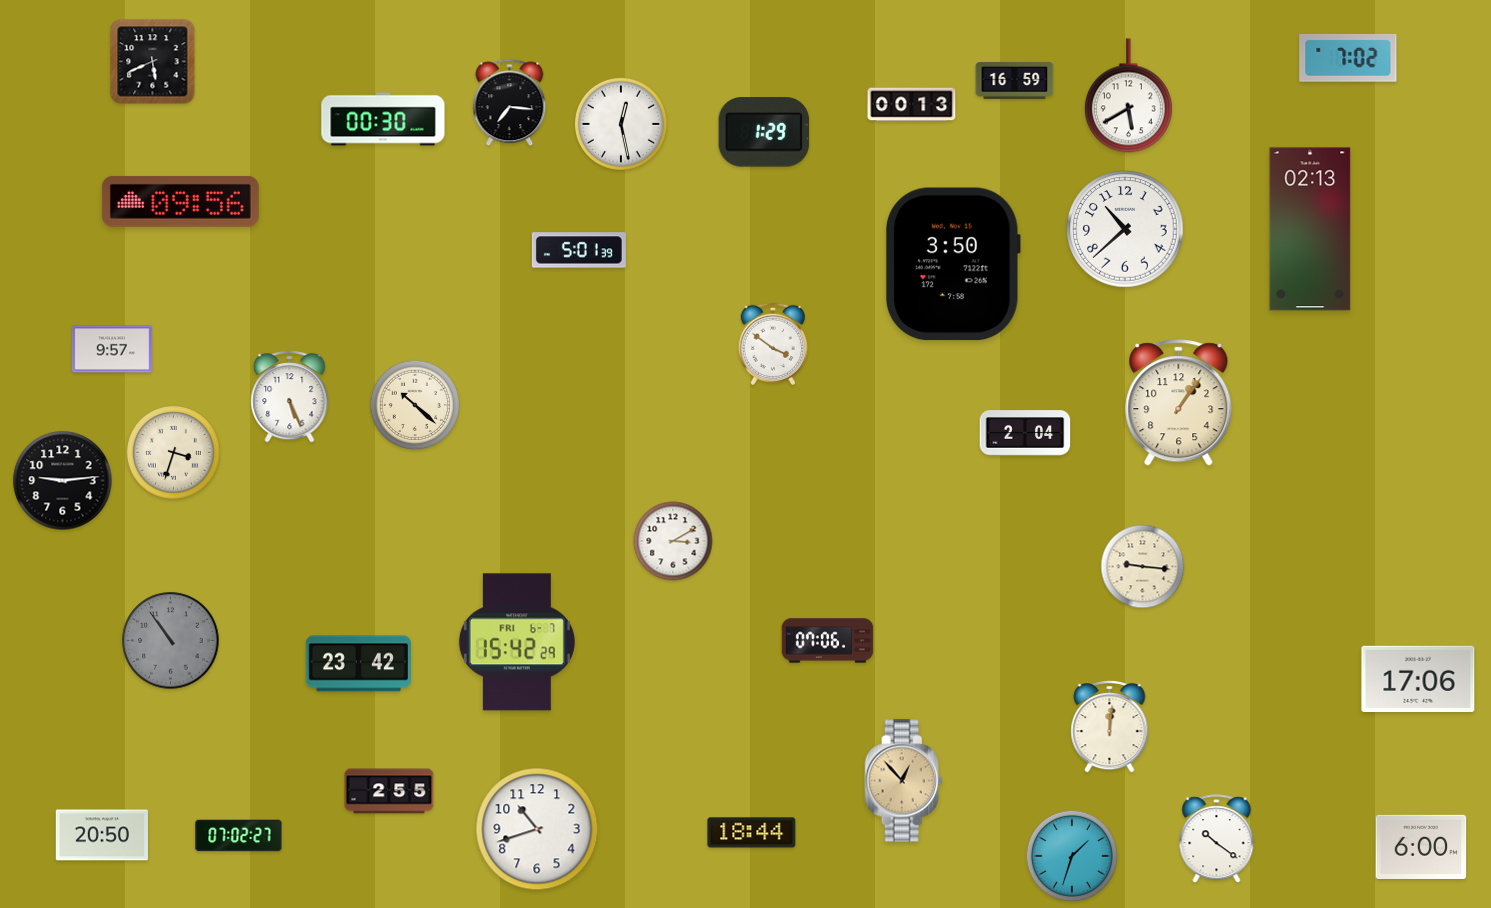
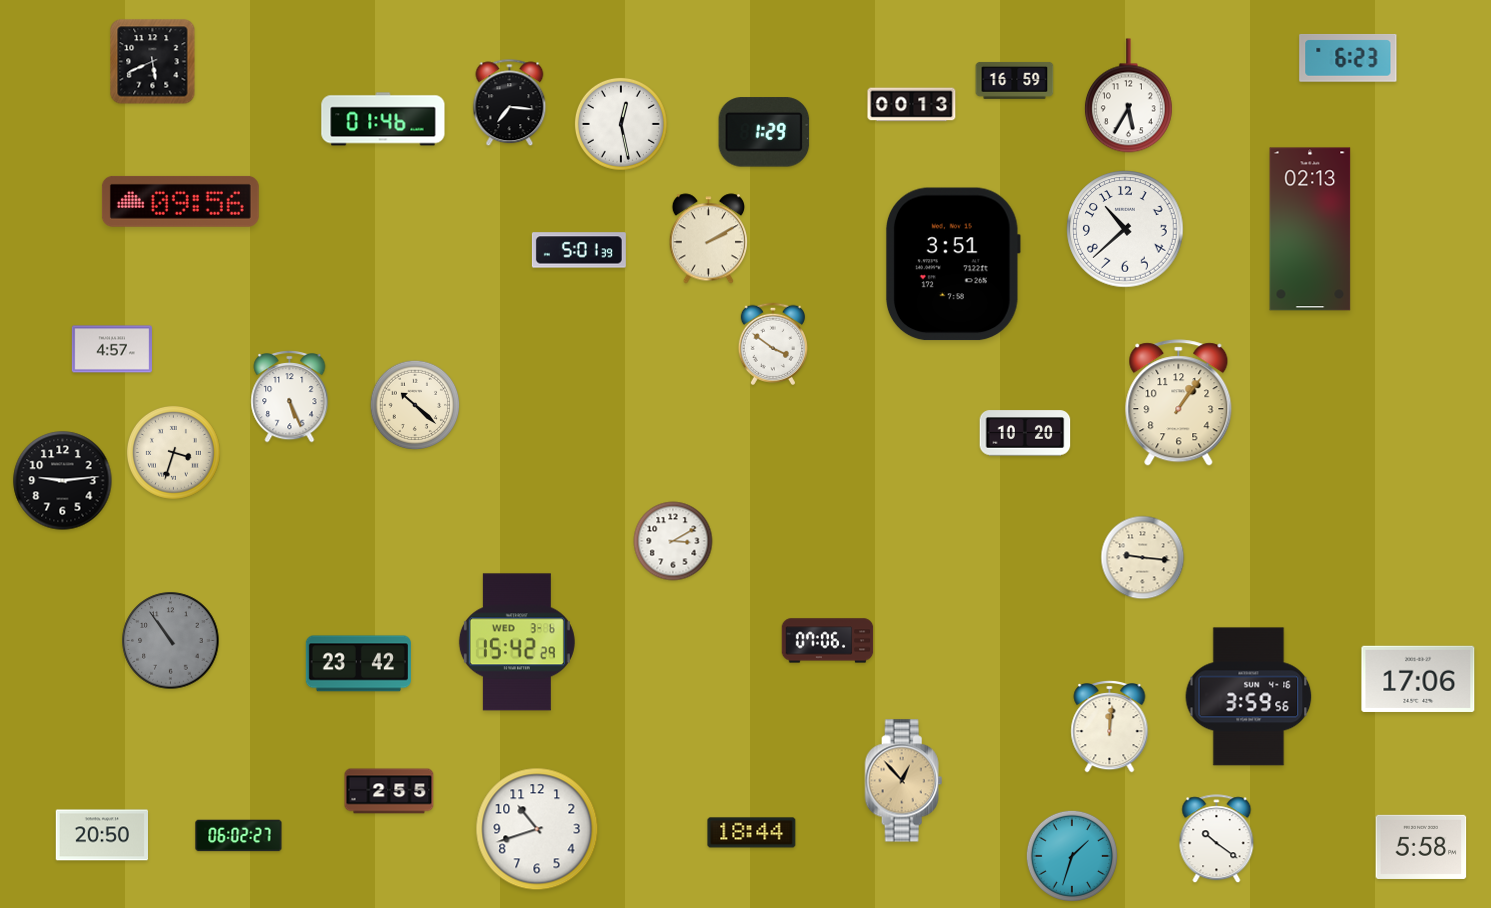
clock at (1348, 58): 7:02 -> 6:23
clock at (1128, 96): 5:40 -> 5:35
clock at (383, 119): 00:30 -> 01:46
clock at (708, 239): none -> 2:10
clock at (953, 264): 3:50 -> 3:51
clock at (112, 349): 9:57 -> 4:57
clock at (1025, 433): 2:04 -> 10:20
clock at (1143, 567) position: (1143, 567) -> (1143, 558)
clock at (517, 642) date: FRI 6-7 -> WED 3-6
clock at (1249, 697): none -> 3:59
clock at (239, 836): 07:02 -> 06:02
clock at (1421, 847): 6:00 -> 5:58
